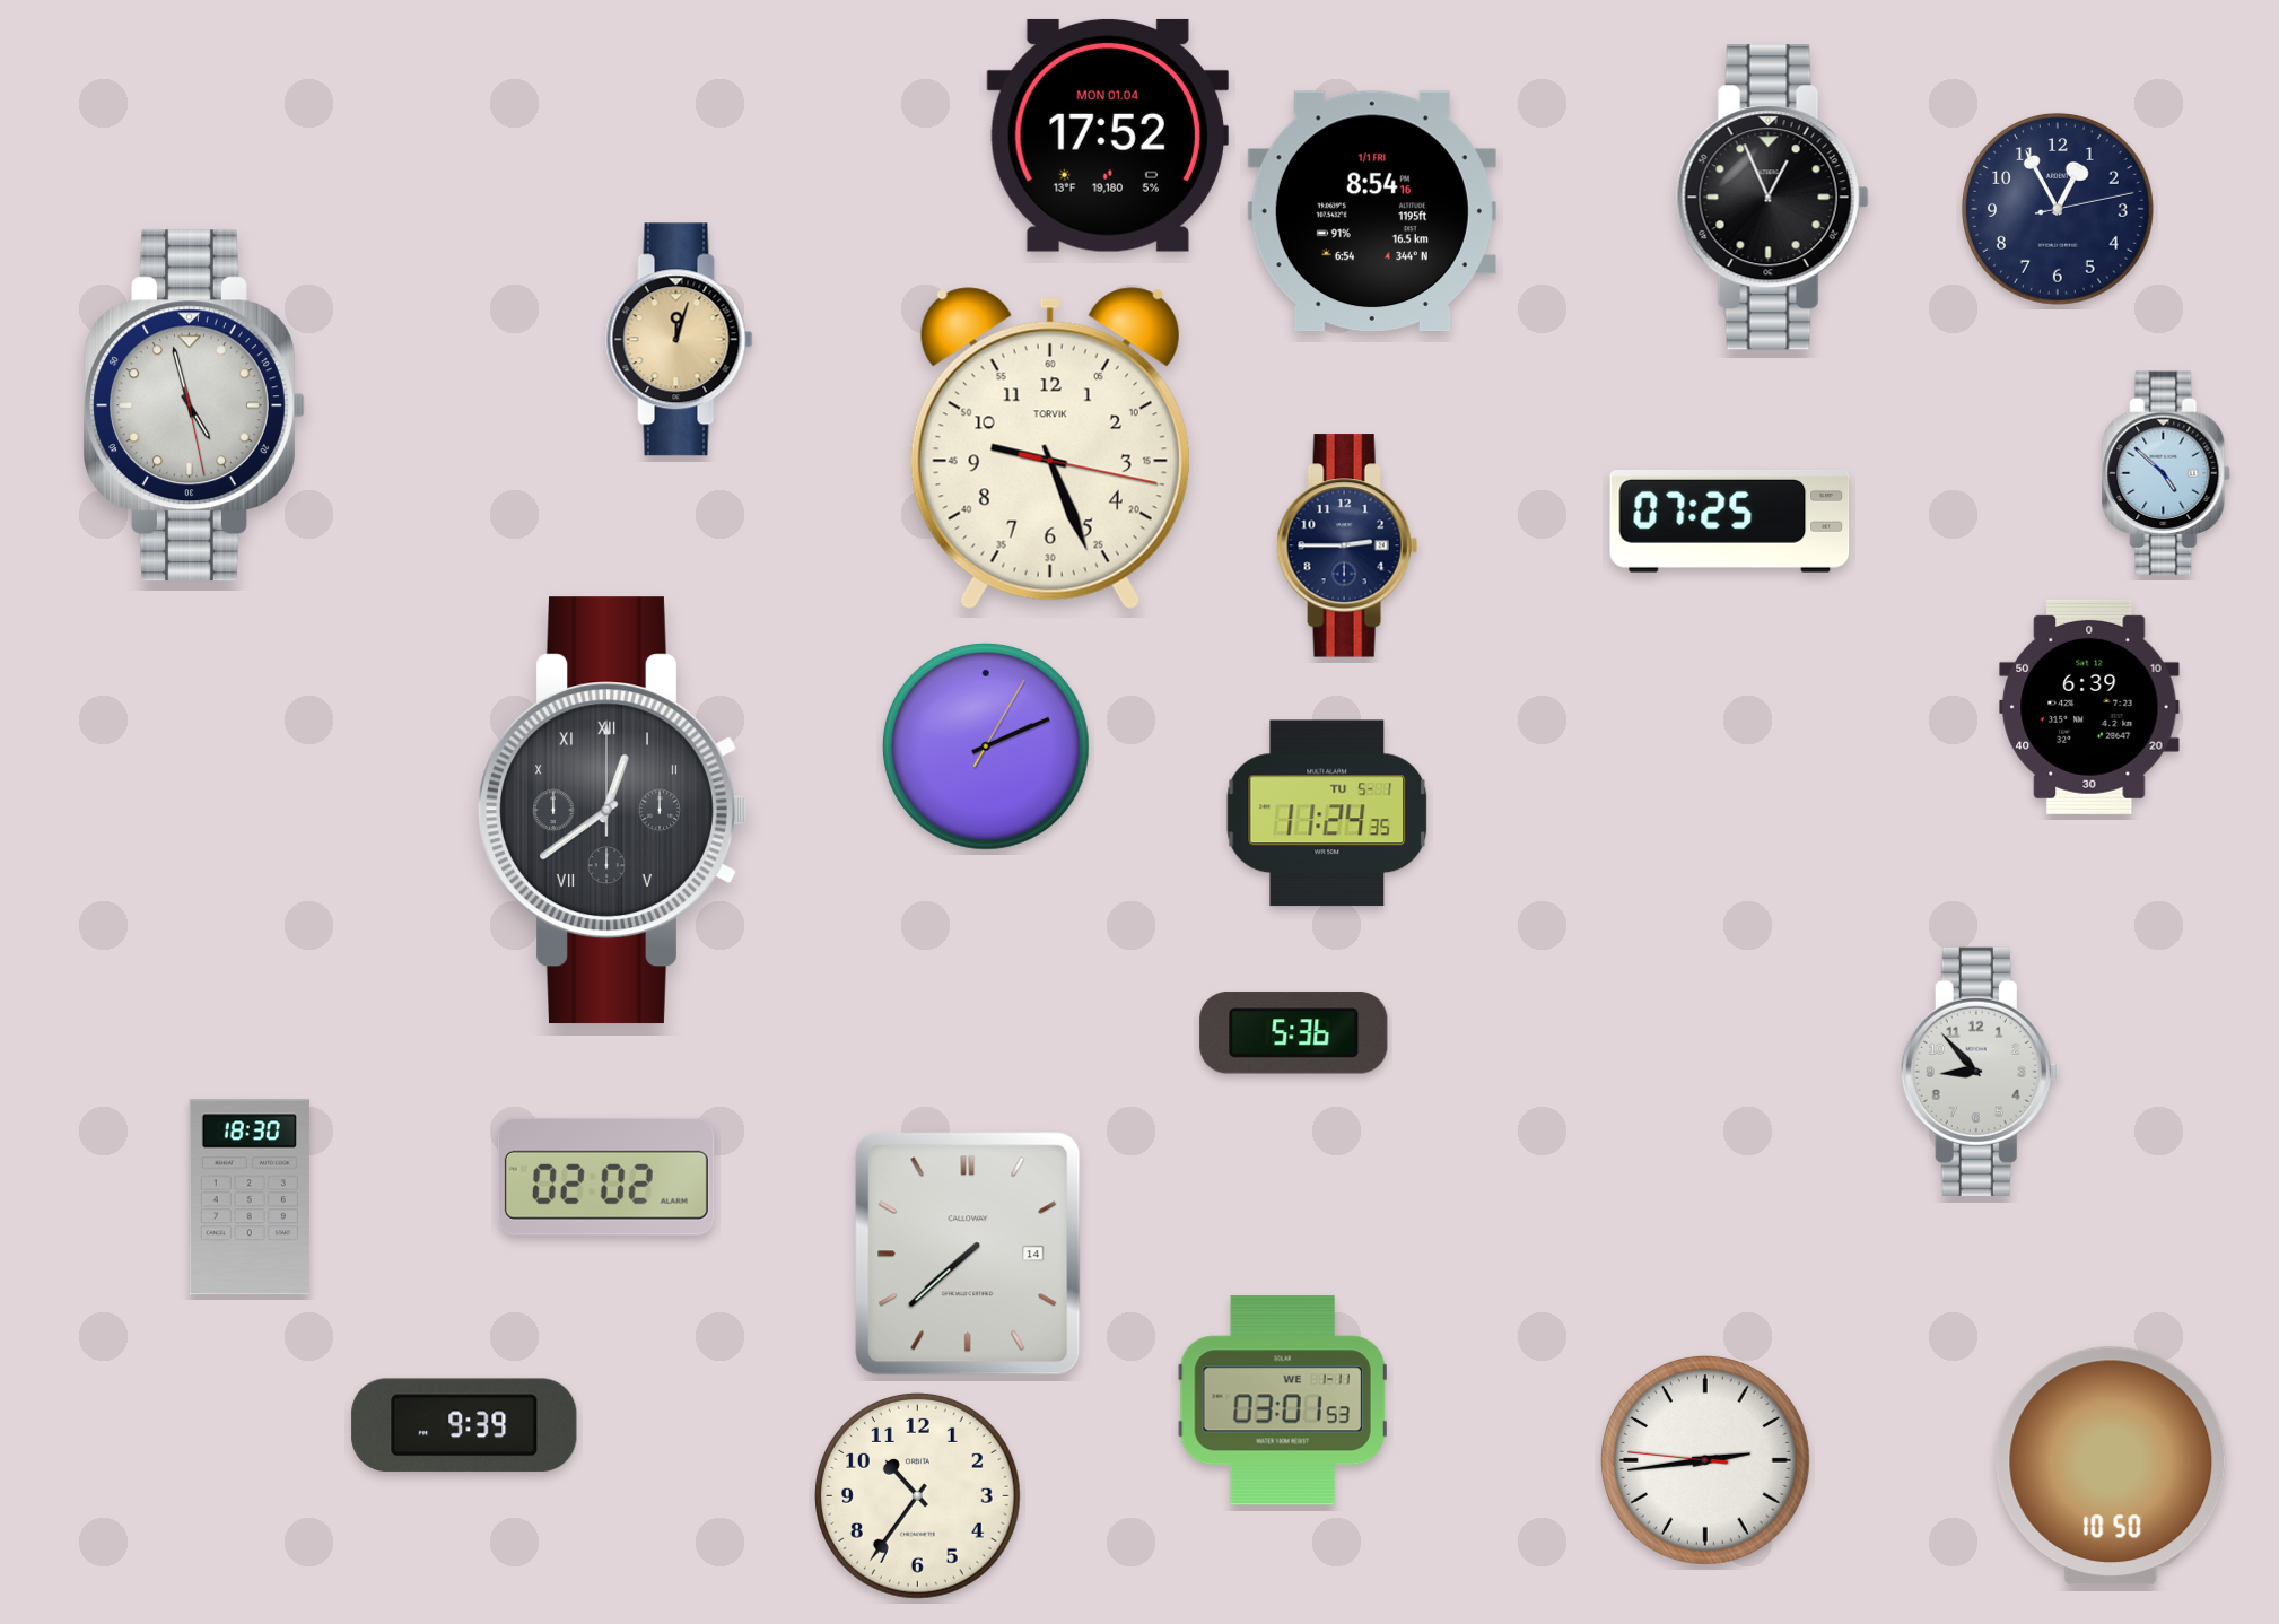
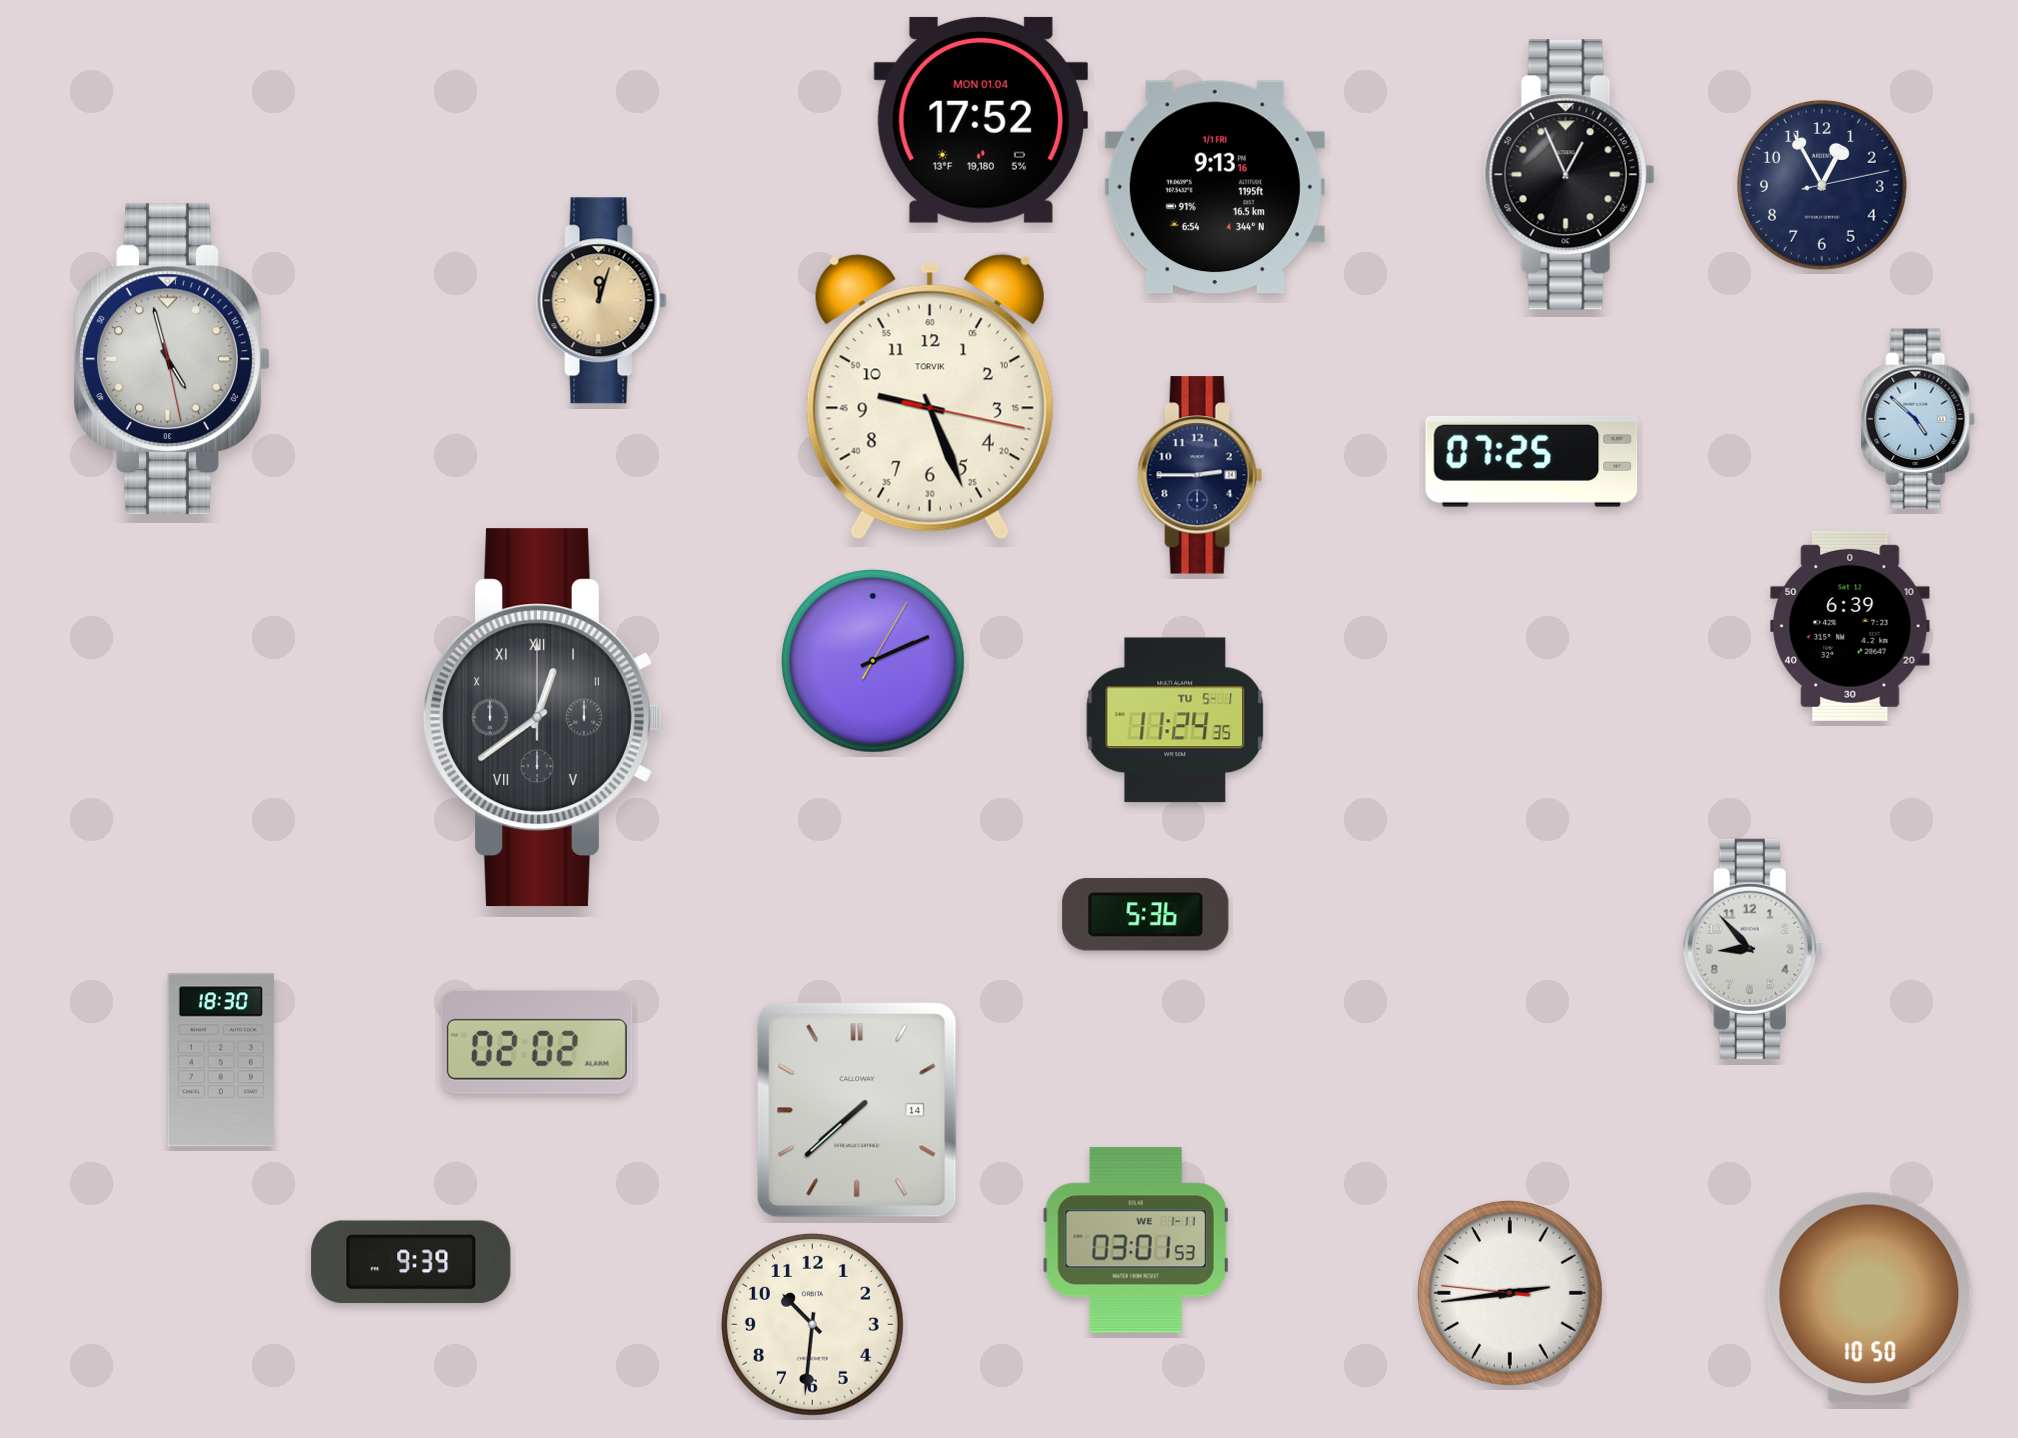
clock at (1372, 211): 8:54 -> 9:13
clock at (1347, 545) position: (1347, 545) -> (1200, 475)
clock at (917, 1495): 10:36 -> 10:31
